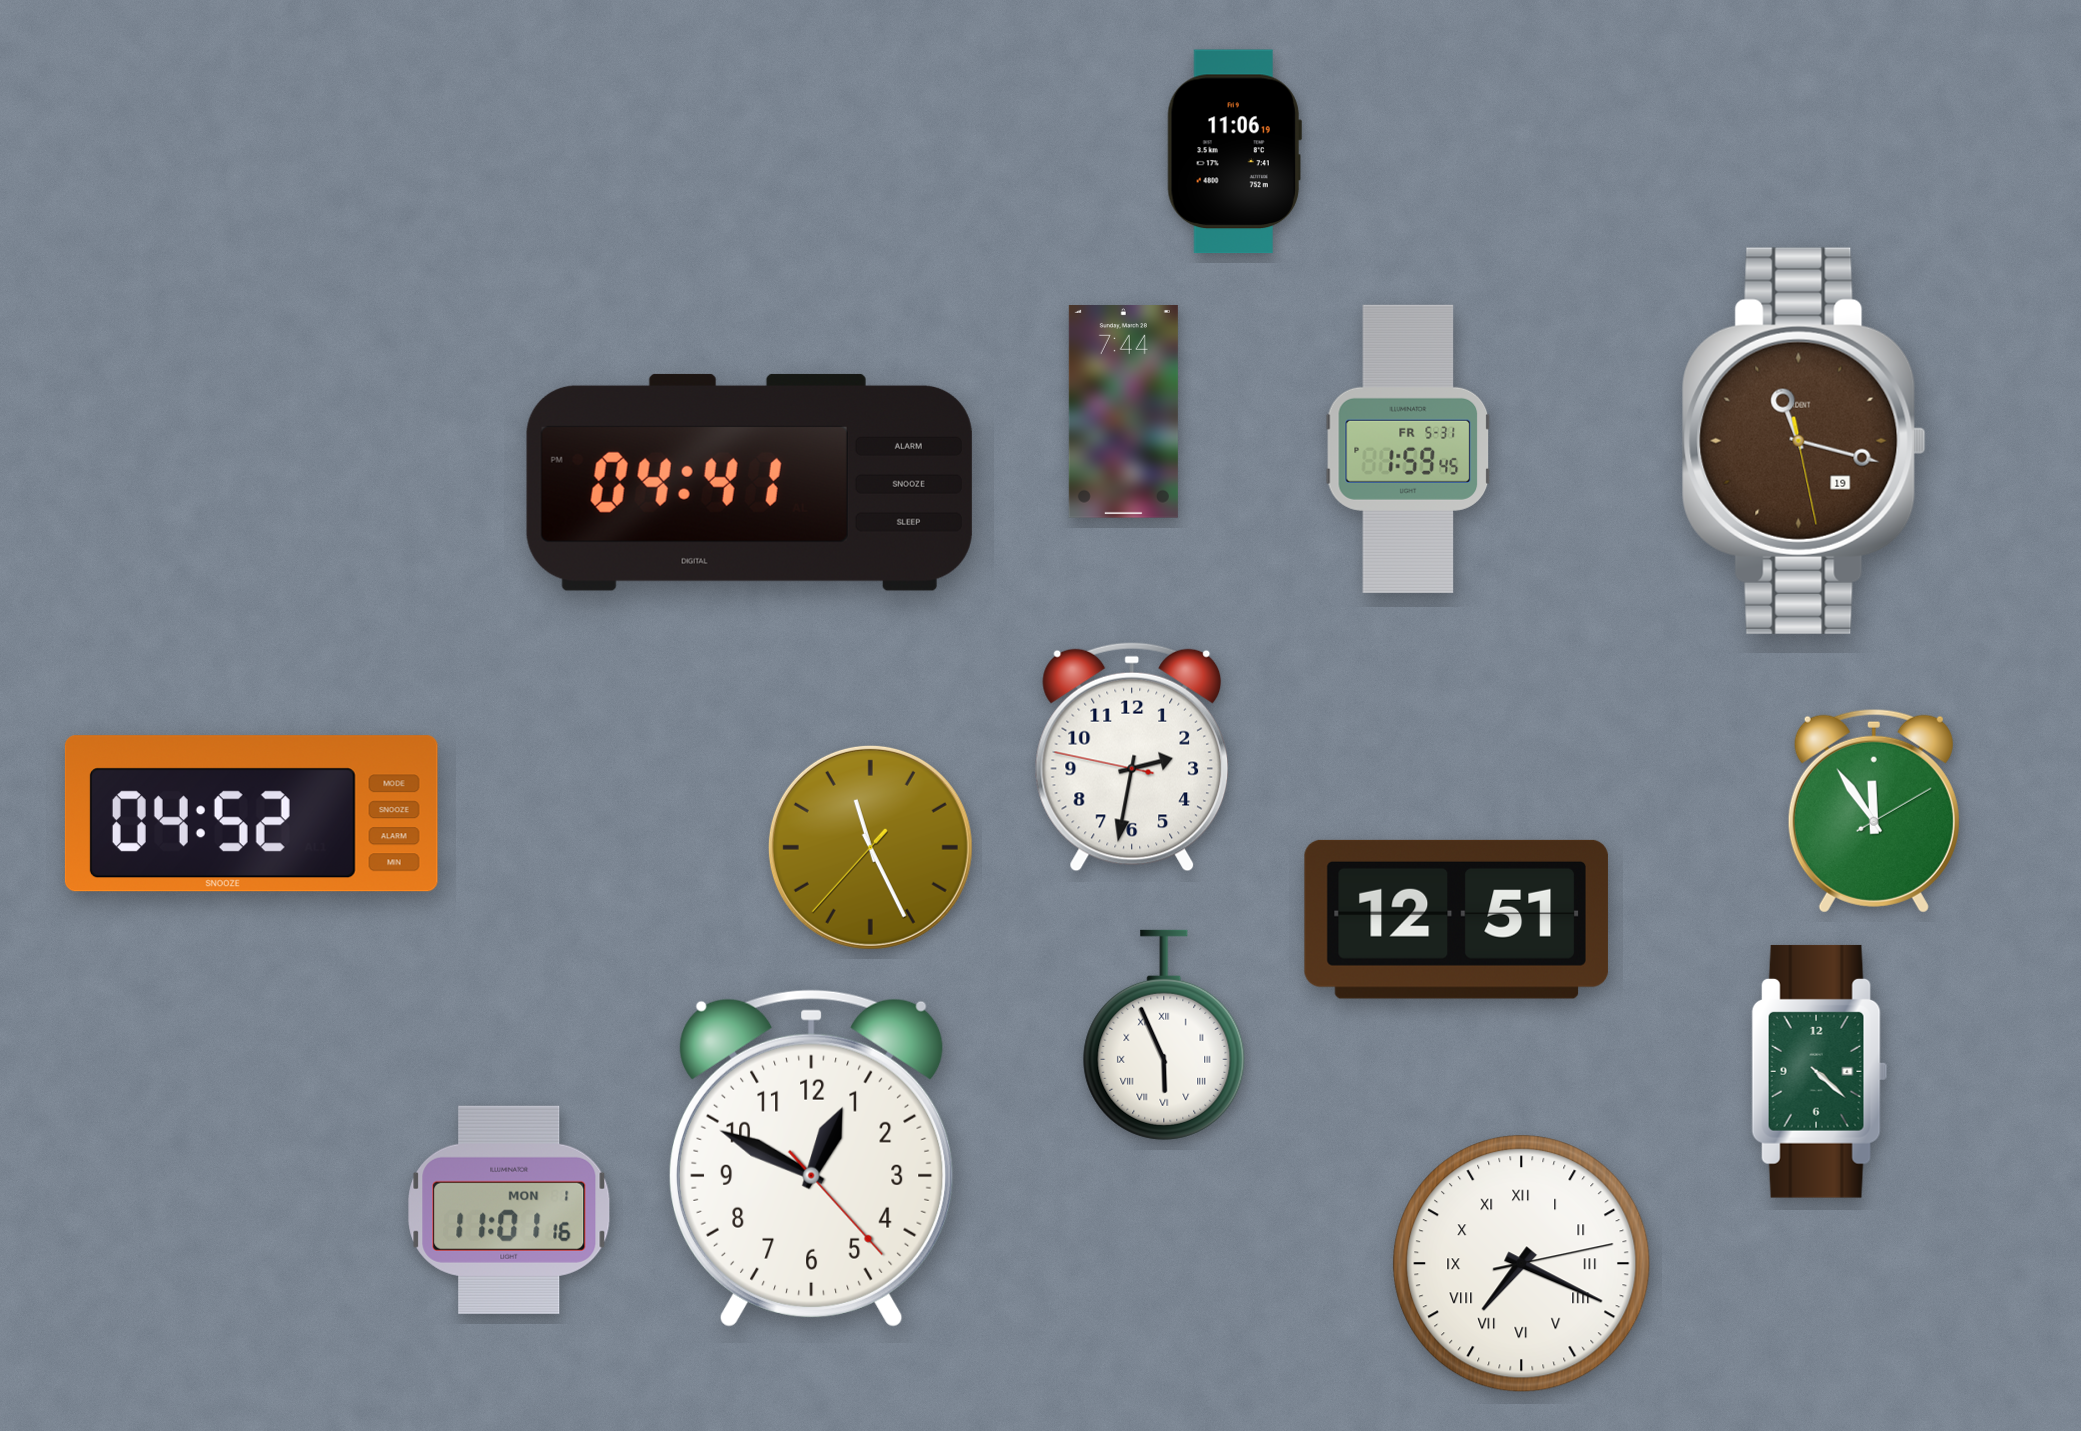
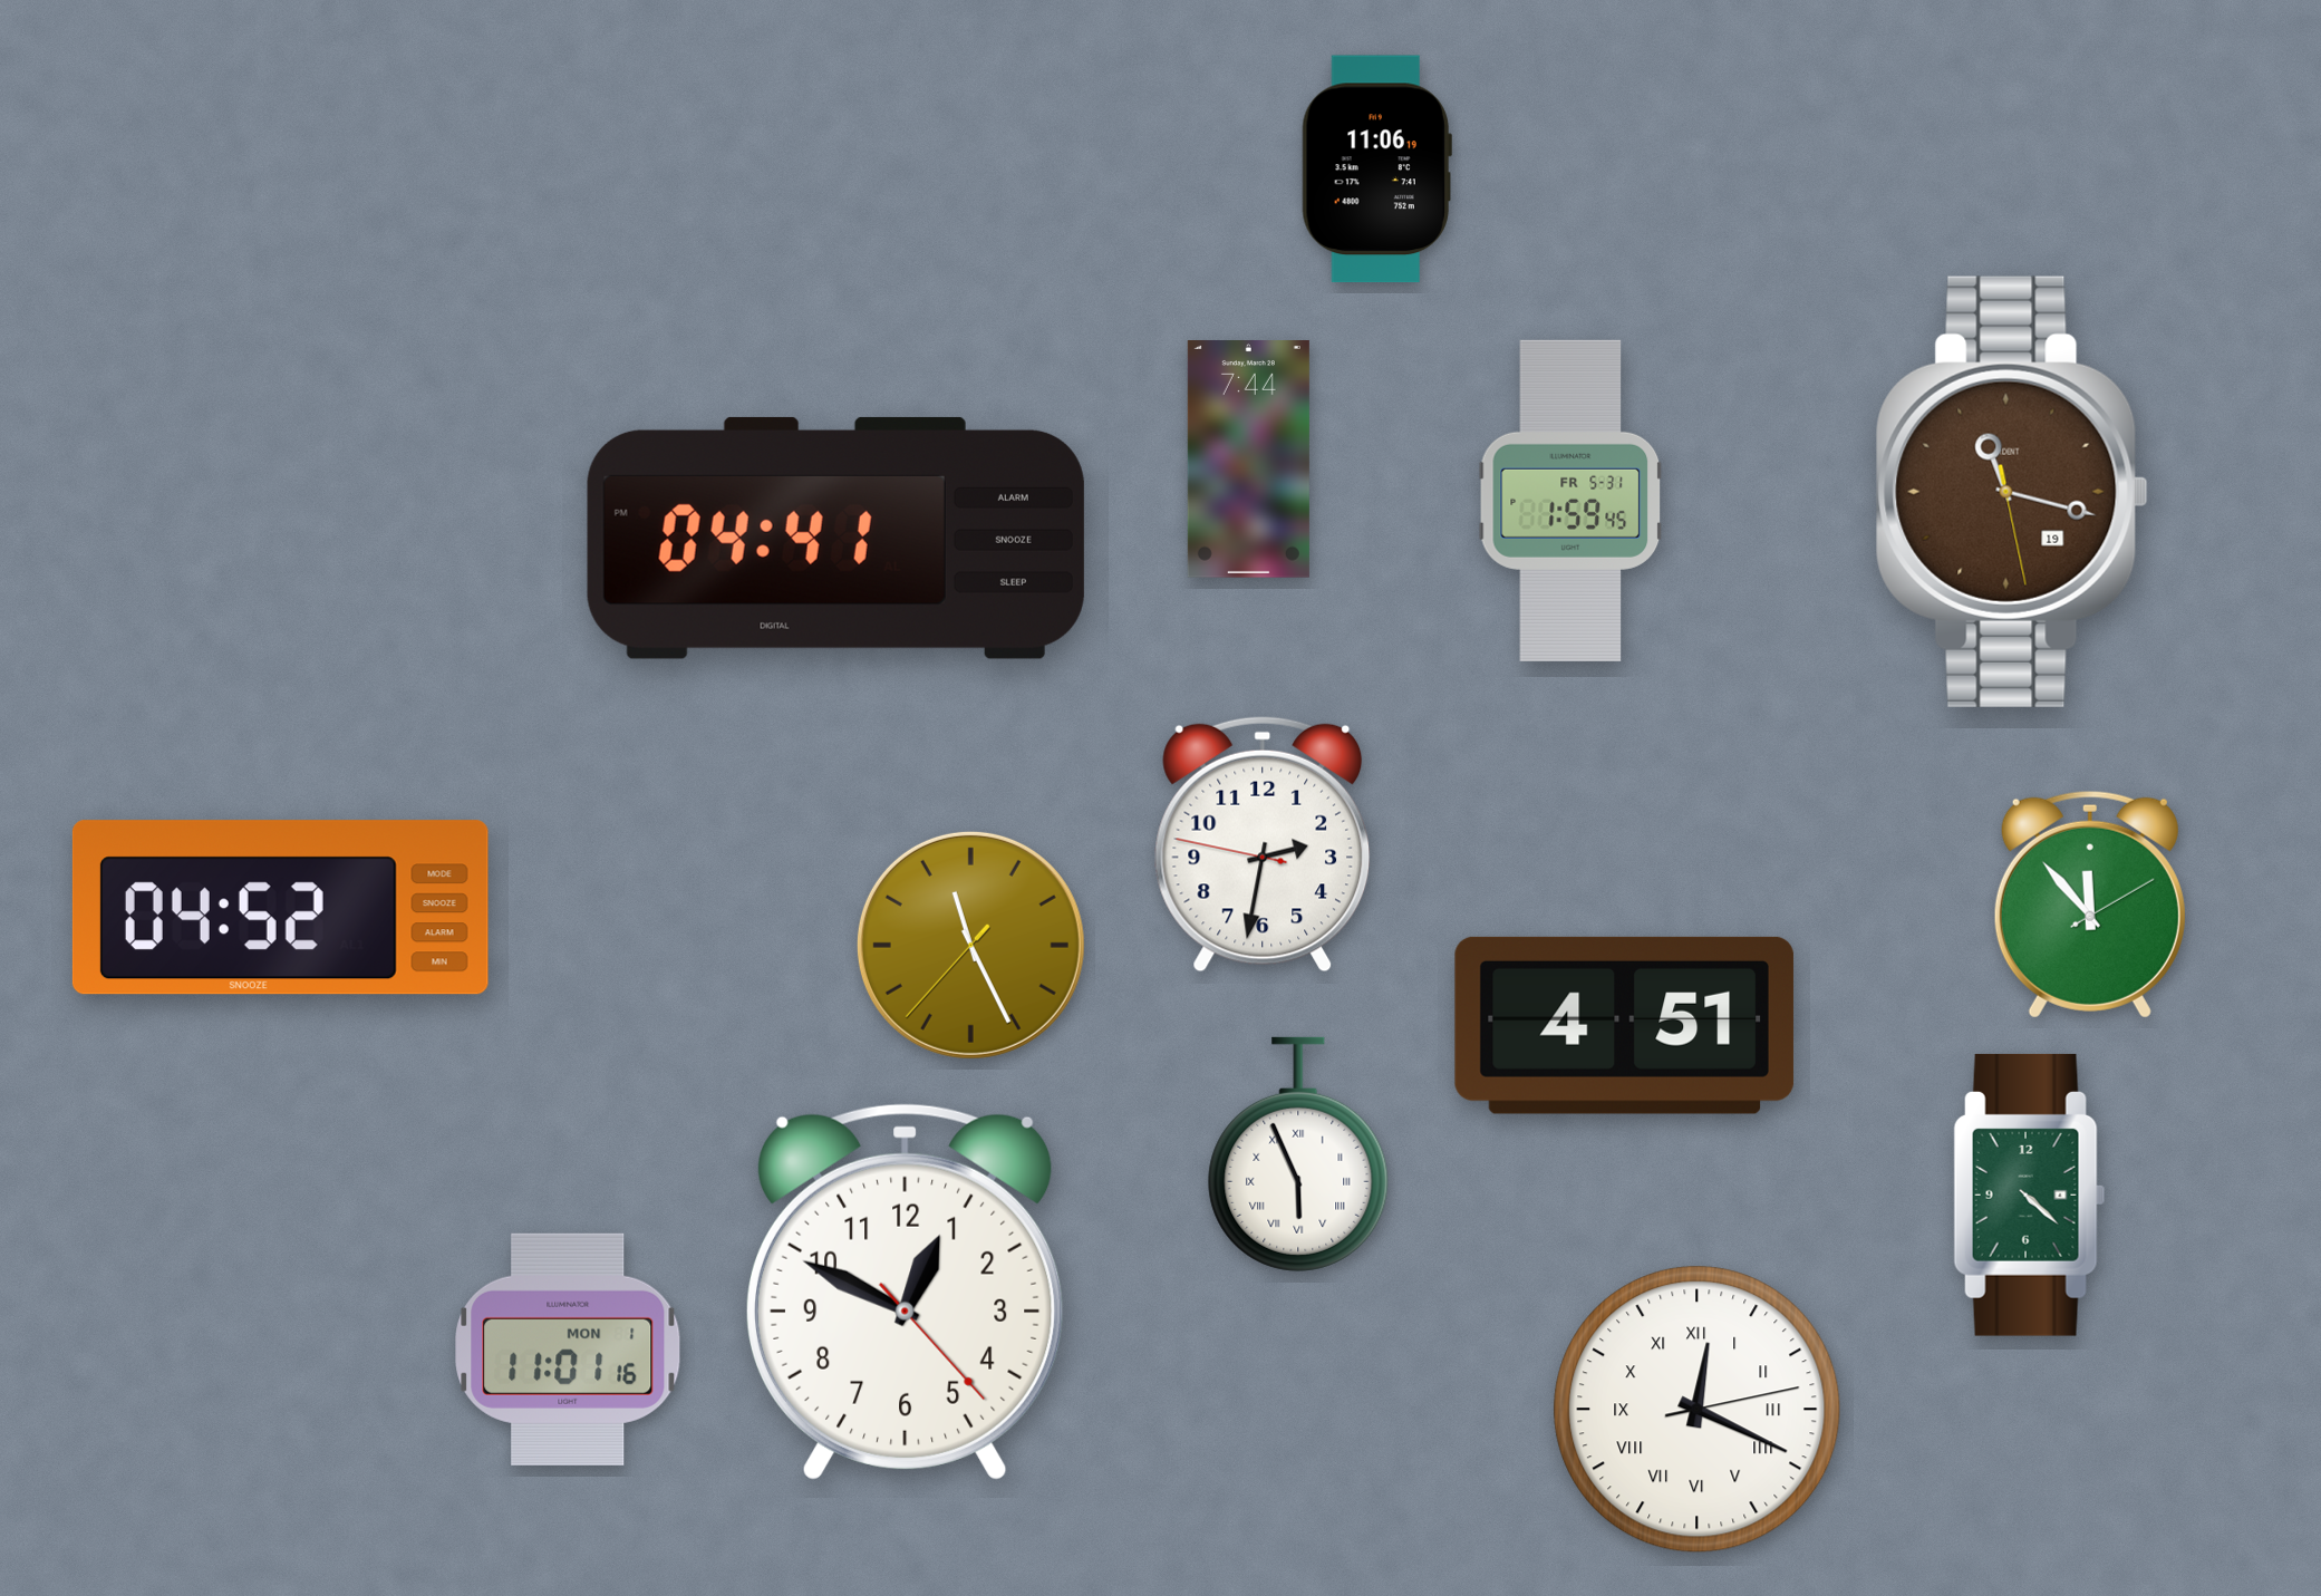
clock at (1123, 412) position: (1123, 412) -> (1248, 460)
clock at (1874, 811): 11:54 -> 11:53
clock at (1456, 919): 12:51 -> 4:51
clock at (1522, 1264): 7:19 -> 12:19
